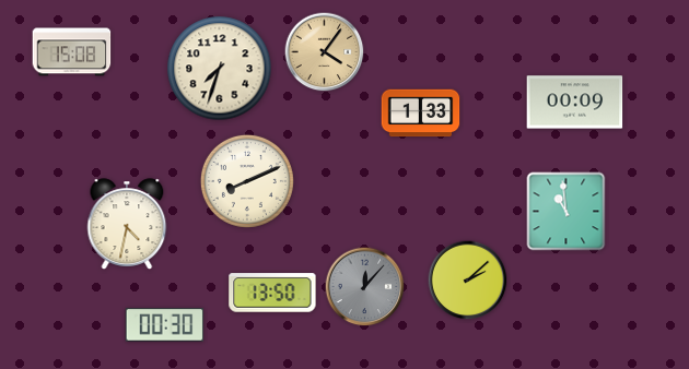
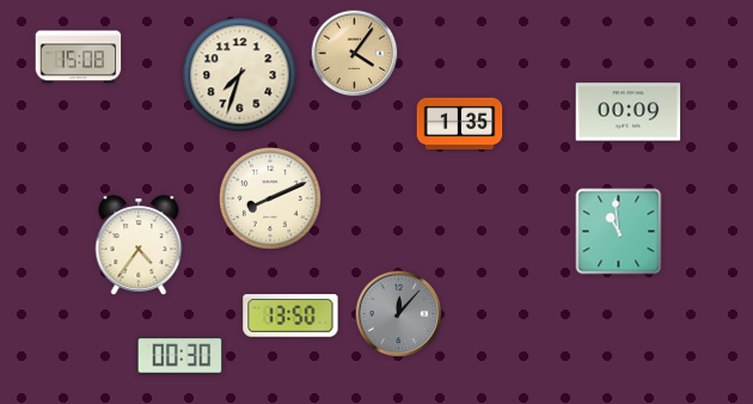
clock at (325, 52) position: (325, 52) -> (355, 54)
clock at (421, 114): 1:33 -> 1:35
clock at (127, 224): 4:32 -> 4:36
clock at (468, 281): 2:08 -> none
clock at (272, 293) position: (272, 293) -> (290, 316)
